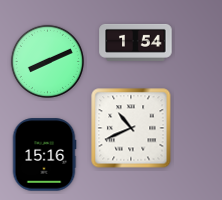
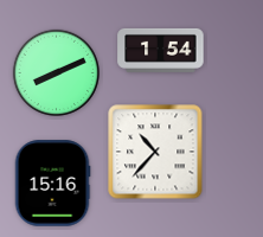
clock at (131, 128): 10:41 -> 10:37
